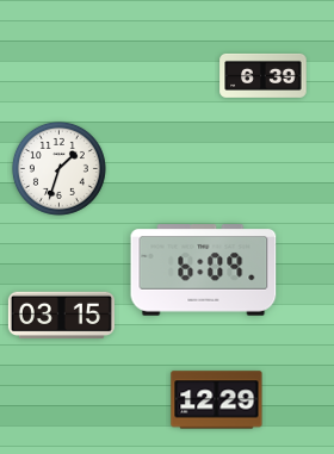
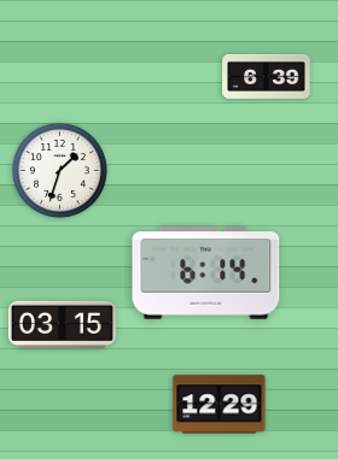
clock at (204, 270): 6:09 -> 6:14
clock at (61, 316) position: (61, 316) -> (62, 325)
